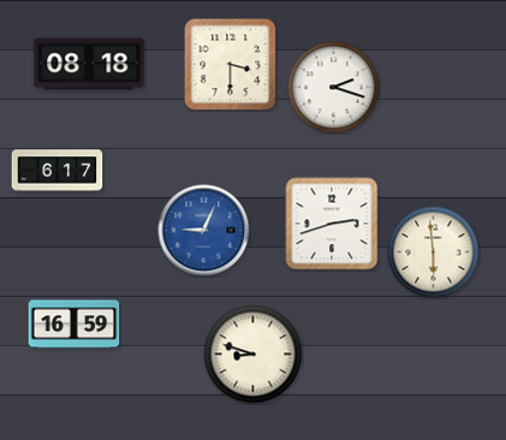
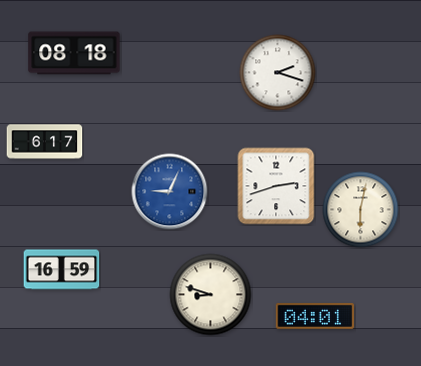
clock at (231, 65): 3:30 -> none
clock at (58, 171) position: (58, 171) -> (45, 142)
clock at (434, 252): 5:59 -> 6:02
clock at (315, 316): none -> 04:01
